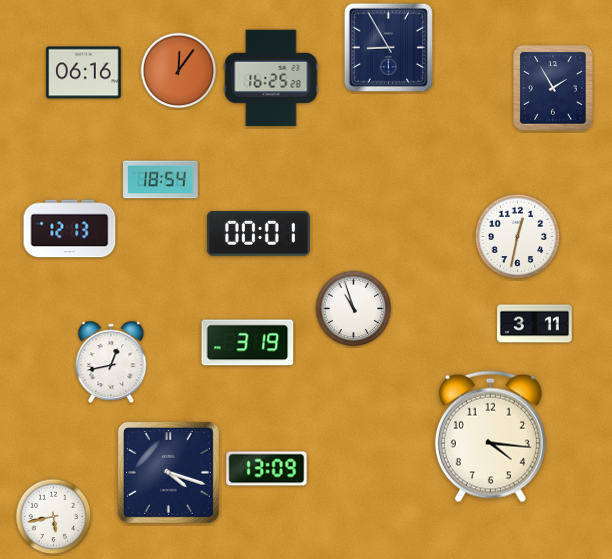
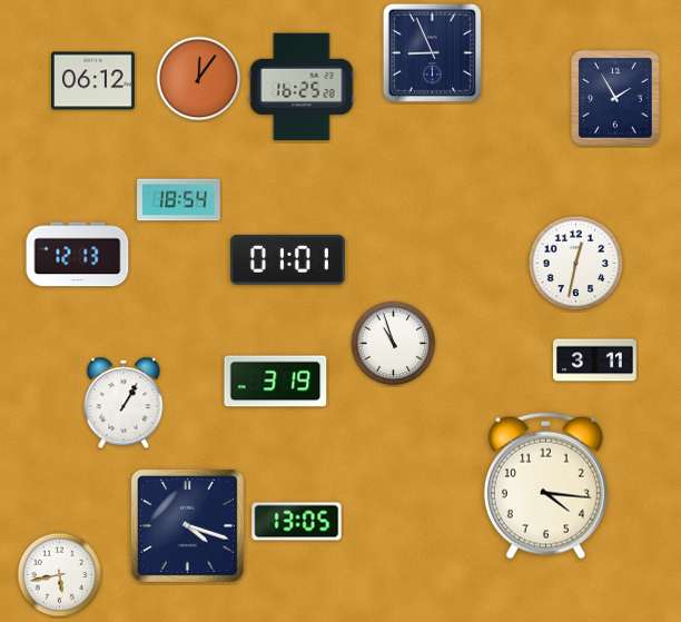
clock at (388, 47): 8:55 -> 8:56
clock at (84, 73): 06:16 -> 06:12
clock at (258, 233): 00:01 -> 01:01
clock at (111, 362): 12:43 -> 1:05
clock at (267, 469): 13:09 -> 13:05
